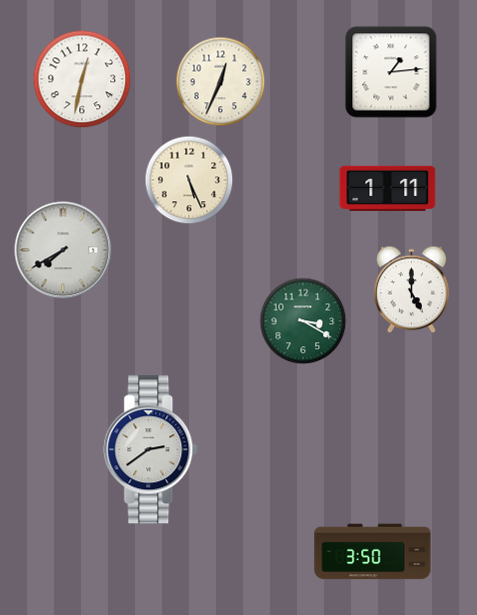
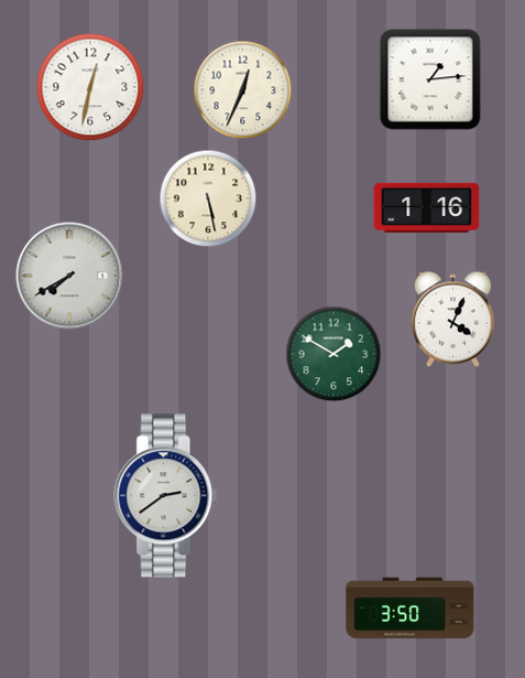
clock at (189, 180): 5:26 -> 5:28
clock at (388, 188): 1:11 -> 1:16
clock at (411, 290): 5:00 -> 4:04
clock at (303, 321): 3:20 -> 1:50
